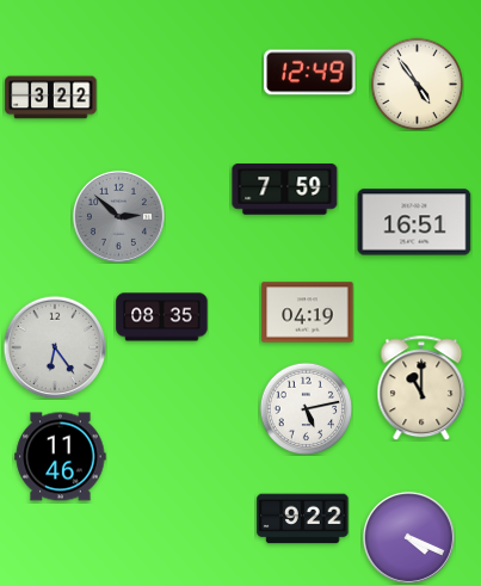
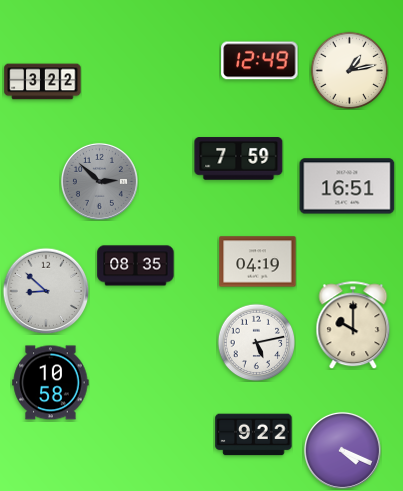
clock at (417, 84): 4:54 -> 1:13
clock at (55, 347): 6:24 -> 8:52
clock at (421, 388): 11:00 -> 10:00
clock at (61, 457): 11:46 -> 10:58
